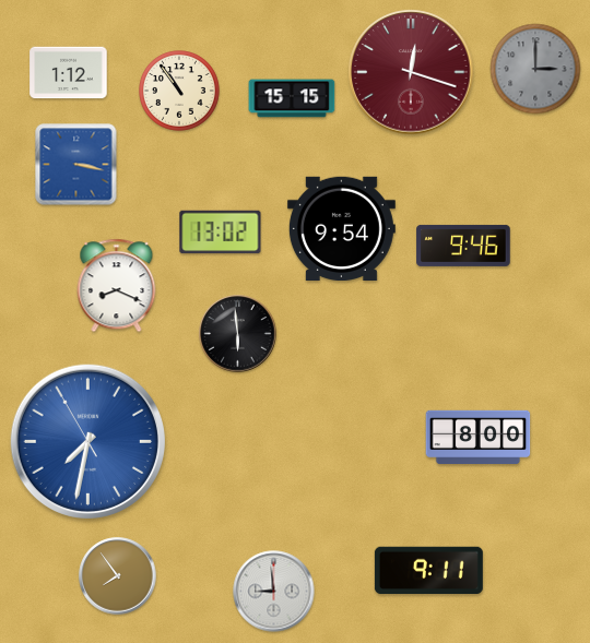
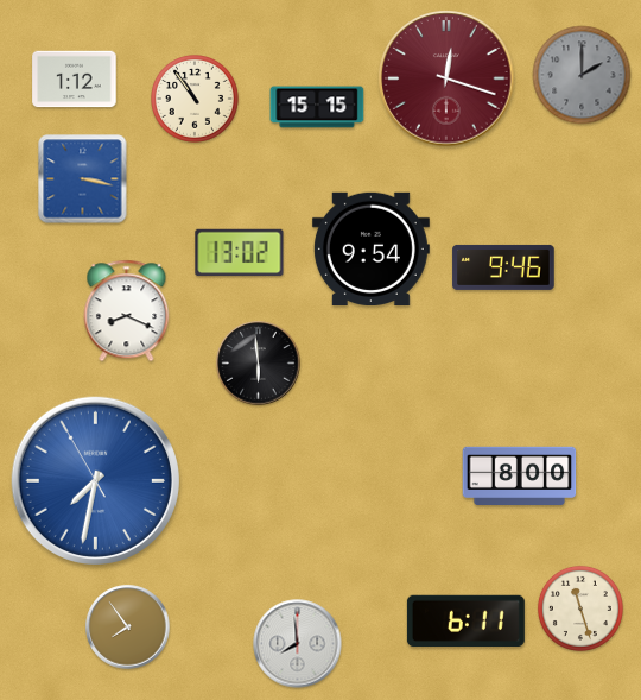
clock at (535, 69): 3:00 -> 2:00
clock at (580, 608): none -> 11:27
clock at (428, 570): 9:11 -> 6:11
clock at (274, 592): 8:59 -> 7:59
